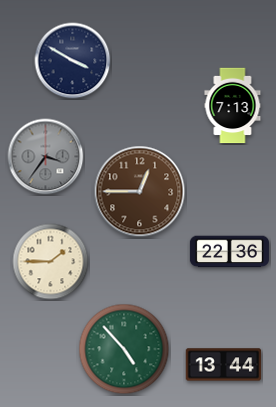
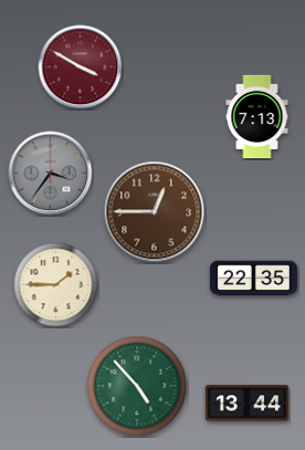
clock at (73, 61) dial: navy -> burgundy
clock at (229, 252): 22:36 -> 22:35
clock at (51, 262) position: (51, 262) -> (56, 285)
